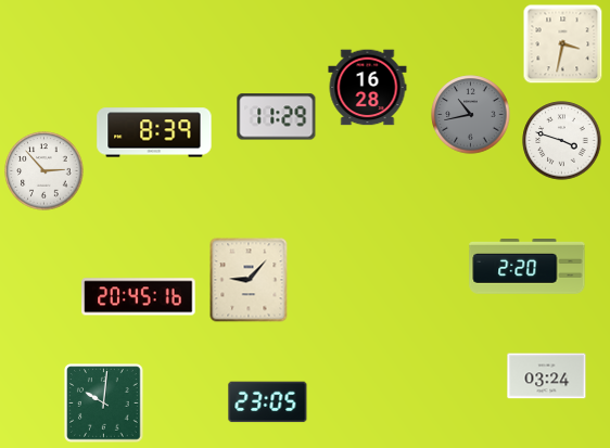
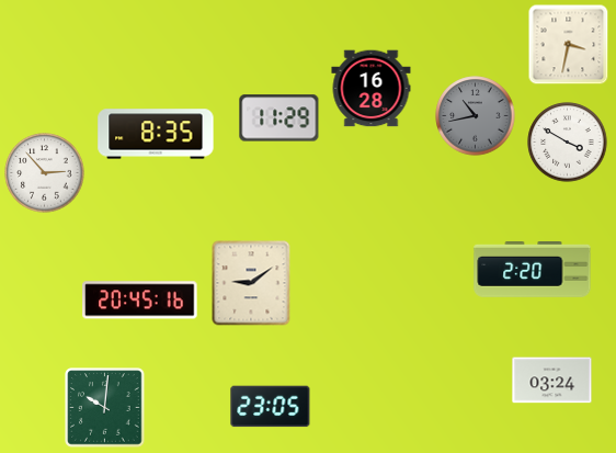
clock at (154, 132): 8:39 -> 8:35
clock at (562, 141): 3:48 -> 3:50
clock at (249, 280): 9:07 -> 9:09
